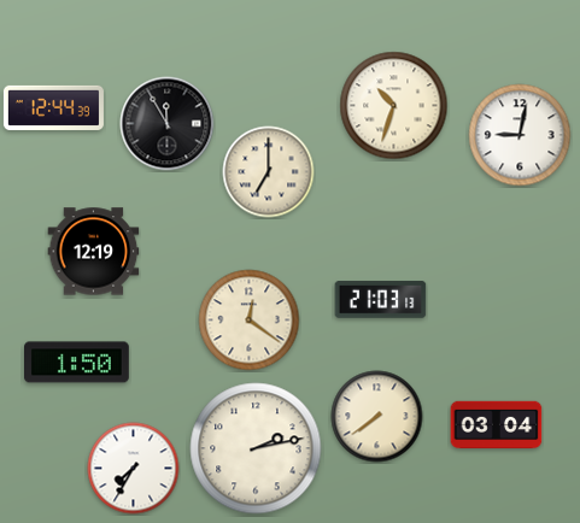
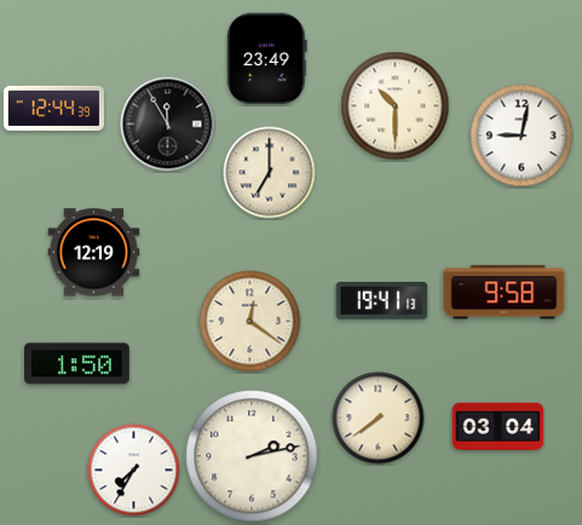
clock at (267, 59): none -> 23:49
clock at (394, 106): 10:33 -> 10:30
clock at (505, 293): none -> 9:58
clock at (381, 300): 21:03 -> 19:41
clock at (256, 448) position: (256, 448) -> (252, 456)
